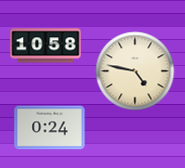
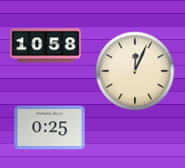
clock at (135, 71): 4:47 -> 12:04
clock at (50, 128): 0:24 -> 0:25
